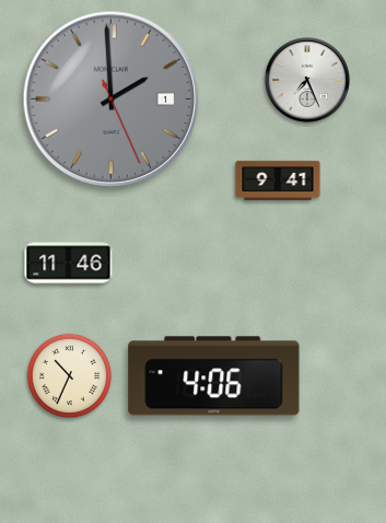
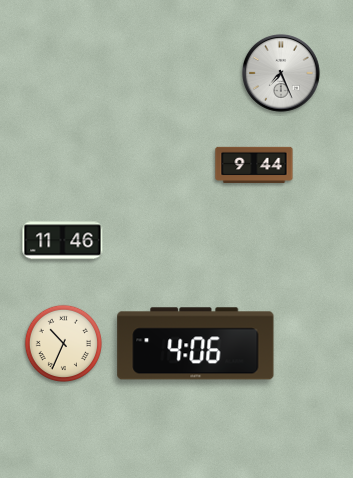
clock at (112, 100): 1:59 -> none
clock at (278, 179): 9:41 -> 9:44
